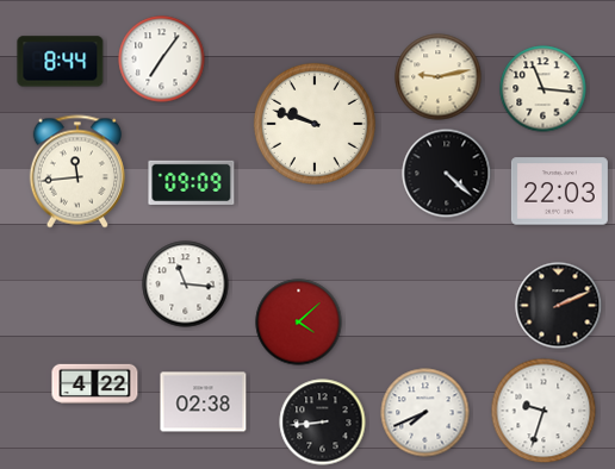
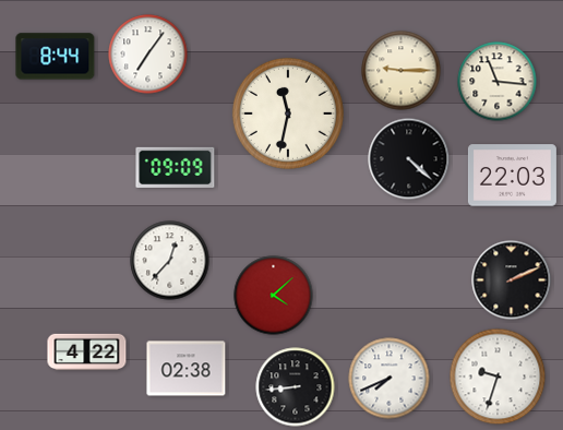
clock at (439, 77): 9:13 -> 9:15
clock at (315, 124): 9:48 -> 11:32
clock at (77, 171): 11:44 -> none
clock at (186, 284): 11:16 -> 12:37
